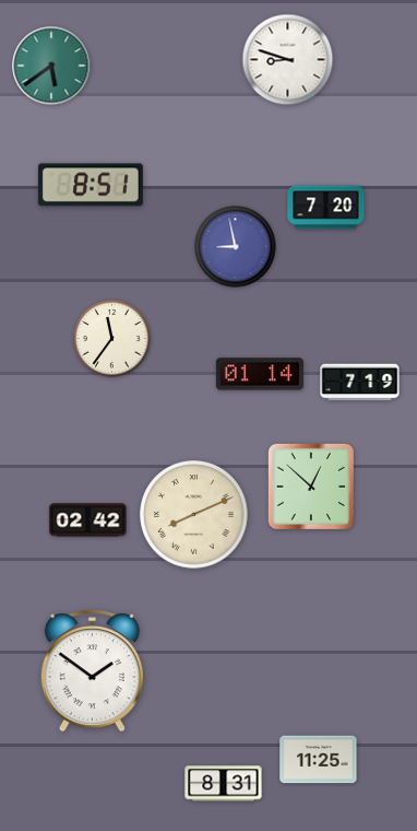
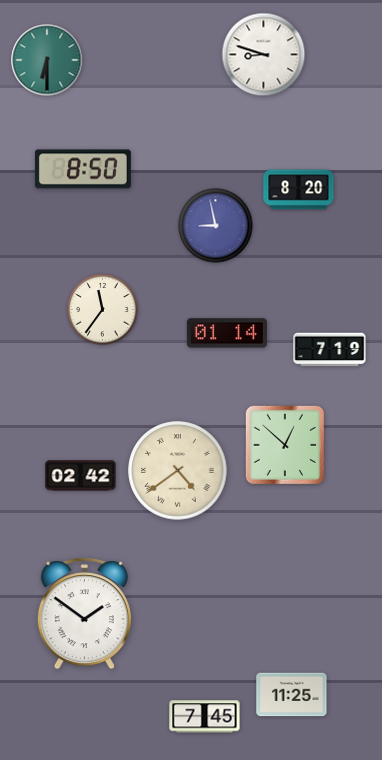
clock at (51, 66): 5:39 -> 6:30
clock at (91, 185): 8:51 -> 8:50
clock at (326, 208): 7:20 -> 8:20
clock at (260, 374) position: (260, 374) -> (227, 333)
clock at (194, 515): 8:11 -> 4:39
clock at (224, 784): 8:31 -> 7:45
